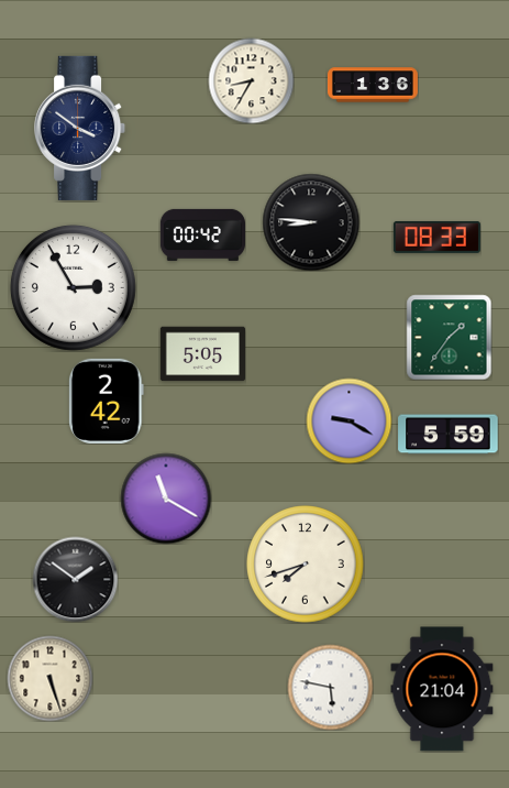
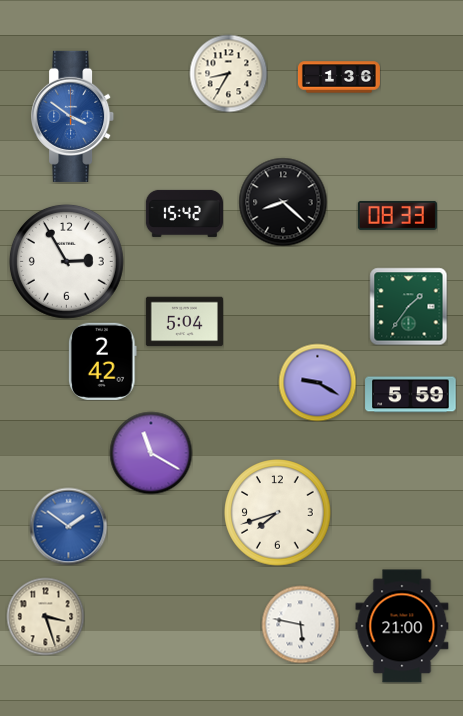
clock at (80, 128) dial: navy -> blue
clock at (311, 222): 8:46 -> 8:22
clock at (202, 234): 00:42 -> 15:42
clock at (202, 354): 5:05 -> 5:04
clock at (107, 401) position: (107, 401) -> (103, 361)
clock at (449, 435) position: (449, 435) -> (411, 395)
clock at (75, 579) dial: black -> blue
clock at (49, 678): 5:27 -> 3:27
clock at (442, 689): 21:04 -> 21:00
